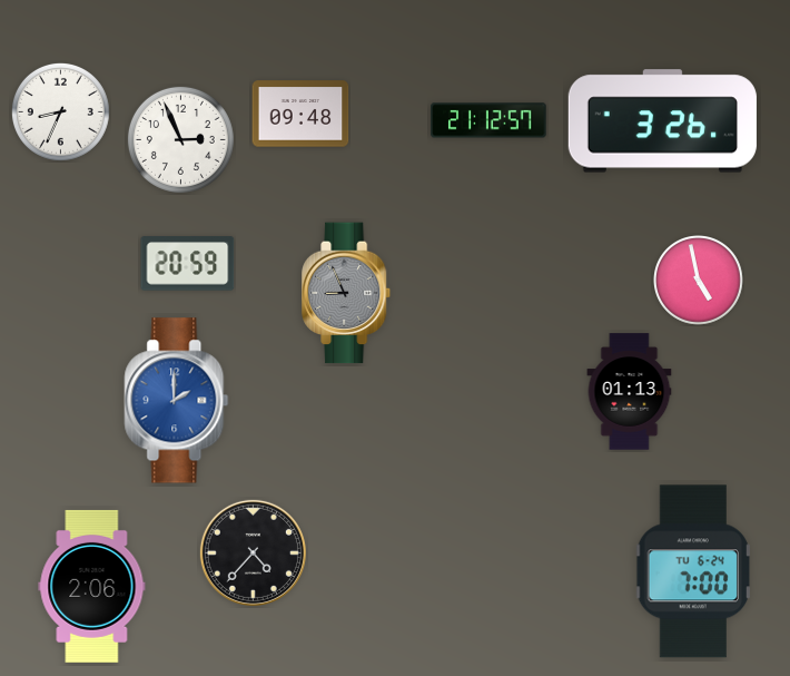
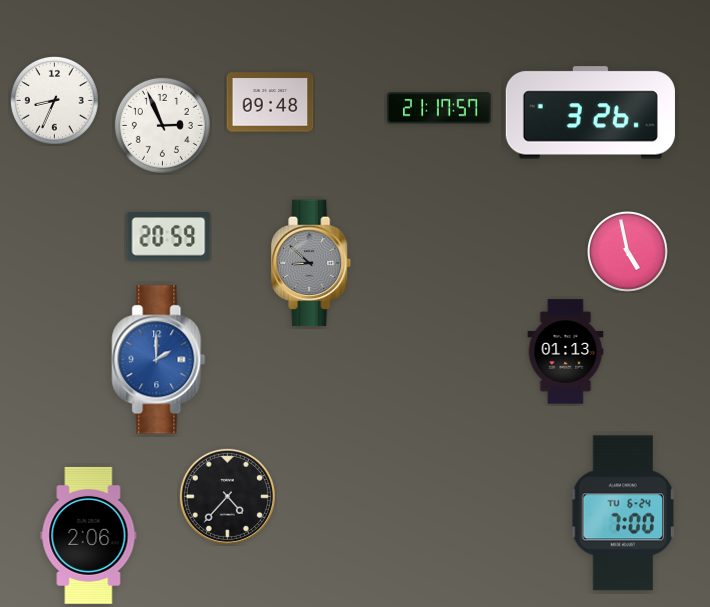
clock at (488, 120): 21:12 -> 21:17
clock at (662, 121) position: (662, 121) -> (590, 113)
clock at (347, 293): 8:56 -> 8:52
clock at (92, 586) position: (92, 586) -> (89, 535)
